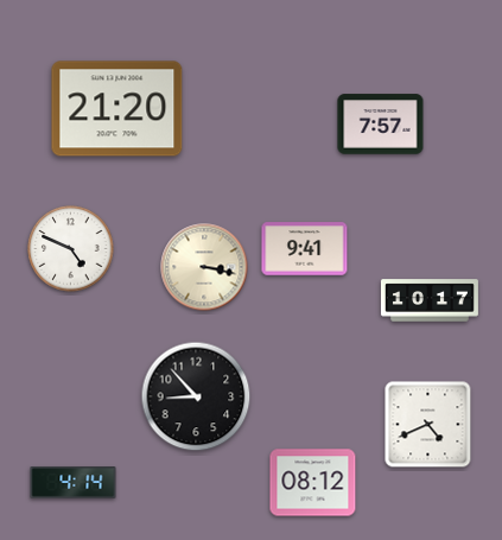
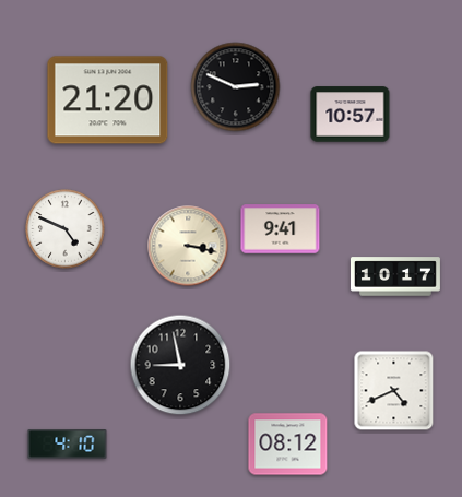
clock at (236, 87): none -> 2:49
clock at (381, 125): 7:57 -> 10:57
clock at (196, 396): 8:53 -> 8:58
clock at (74, 483): 4:14 -> 4:10
